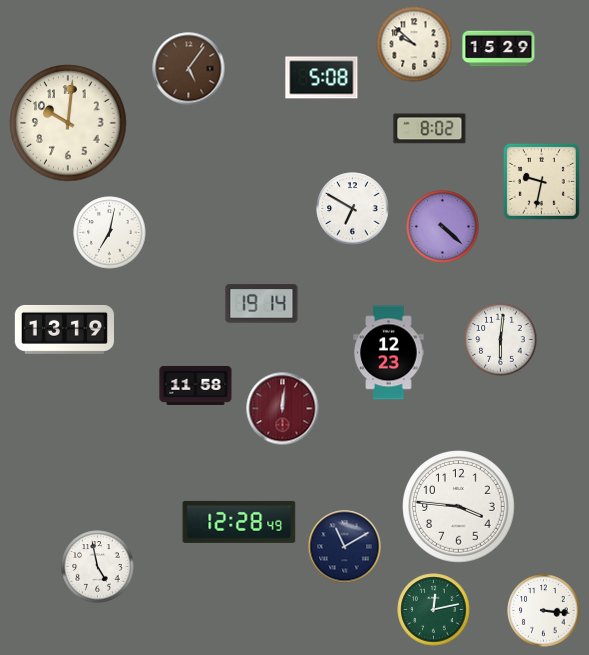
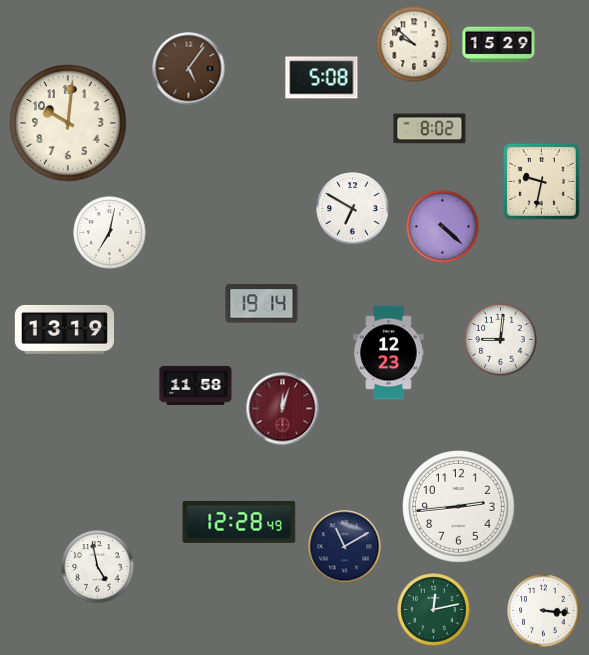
clock at (499, 49) position: (499, 49) -> (499, 45)
clock at (501, 340): 6:01 -> 9:01
clock at (283, 409): 12:01 -> 12:03
clock at (459, 507): 3:46 -> 2:44
